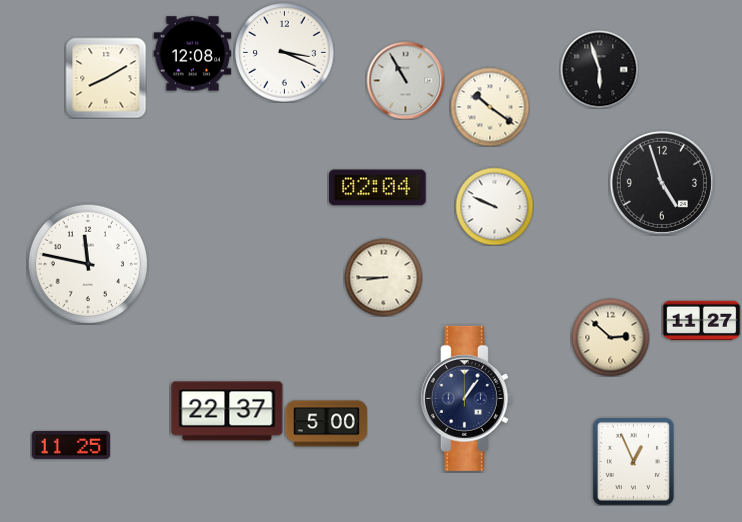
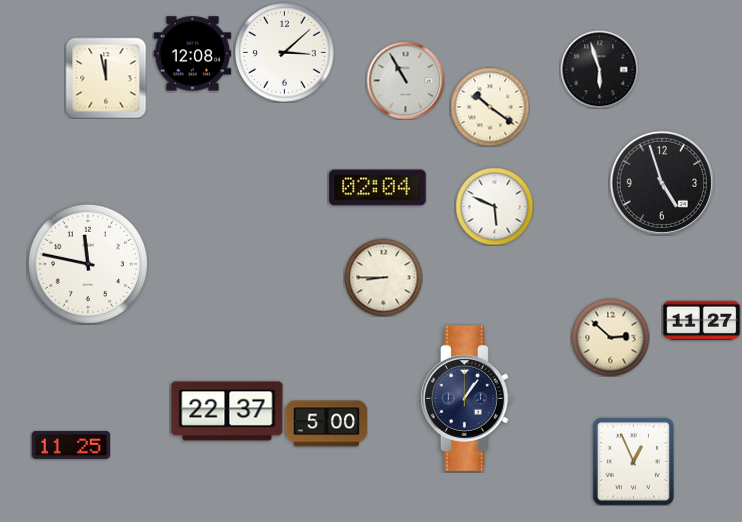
clock at (285, 53): 3:19 -> 3:08
clock at (106, 78): 8:10 -> 11:58
clock at (494, 206): 9:49 -> 5:49
